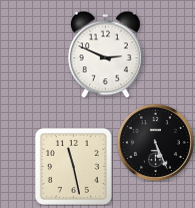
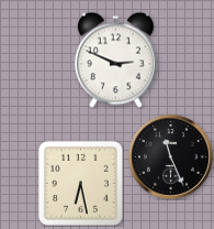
clock at (155, 142): 5:26 -> 11:26
clock at (73, 166): 11:28 -> 6:28
